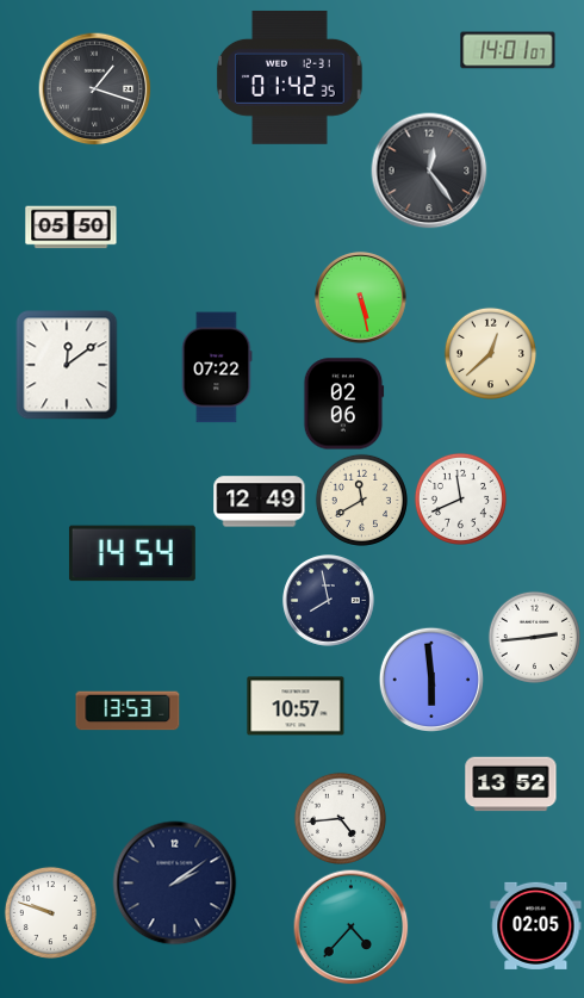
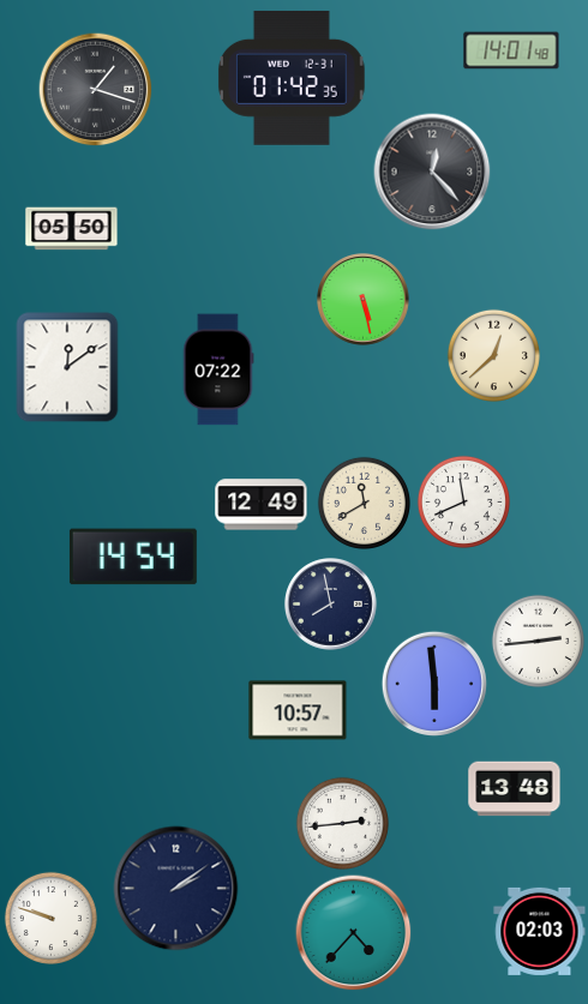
clock at (508, 50): 14:01:07 -> 14:01:48
clock at (429, 171): 12:24 -> 12:23
clock at (344, 404): 02:06 -> none
clock at (128, 711): 13:53 -> none
clock at (511, 785): 13:52 -> 13:48
clock at (340, 818): 4:44 -> 2:44
clock at (536, 925): 02:05 -> 02:03
